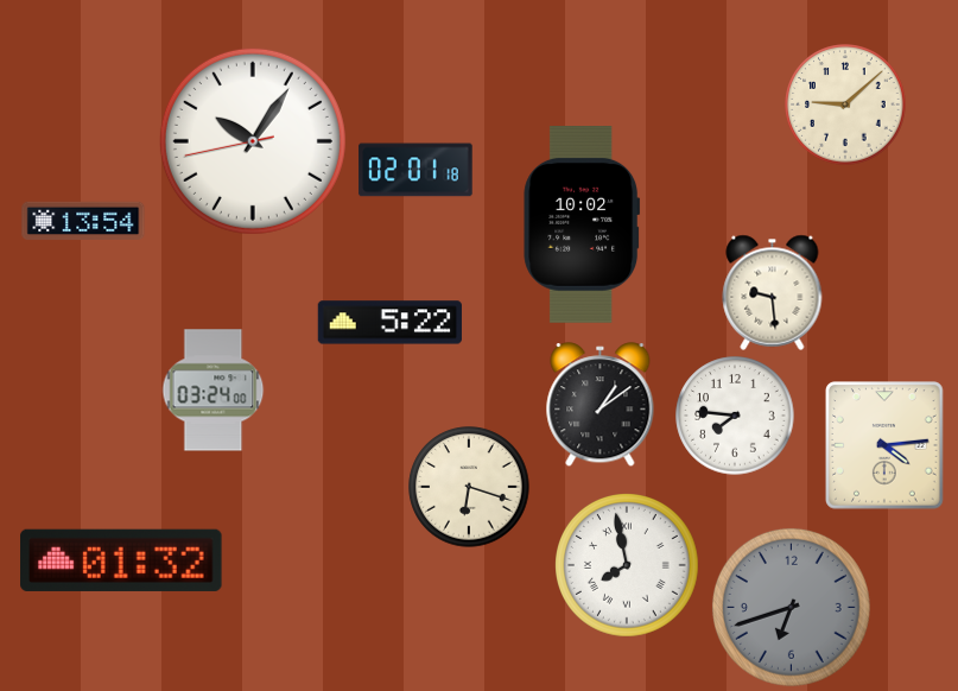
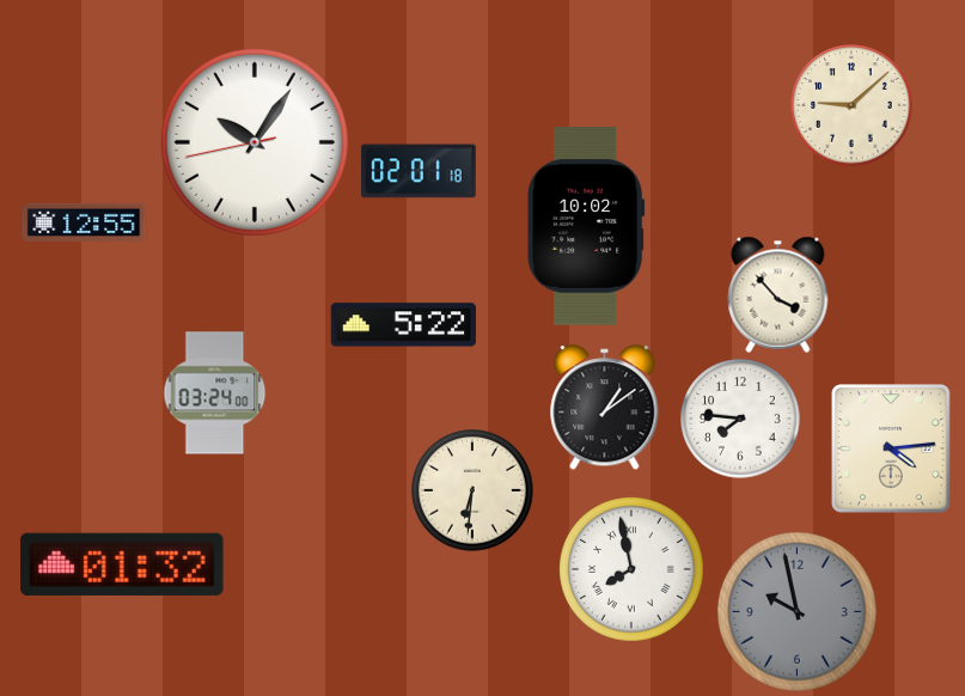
clock at (83, 221): 13:54 -> 12:55
clock at (773, 292): 9:29 -> 3:53
clock at (389, 323) position: (389, 323) -> (403, 325)
clock at (469, 487): 6:18 -> 6:31
clock at (791, 607): 6:42 -> 9:58
